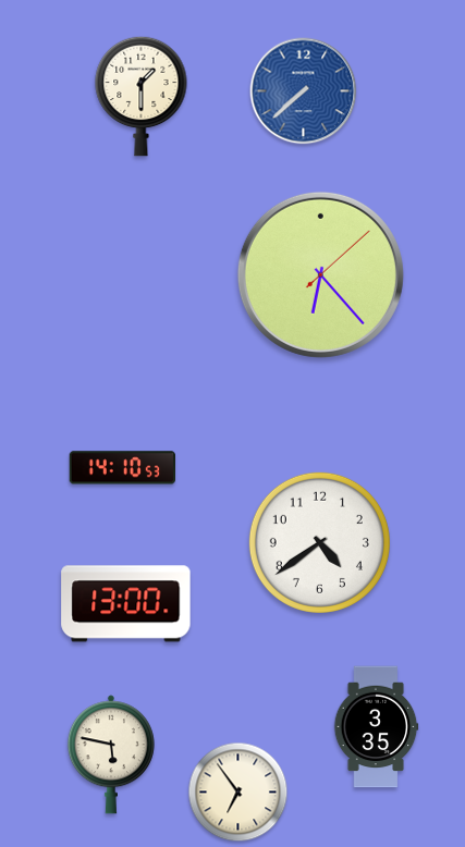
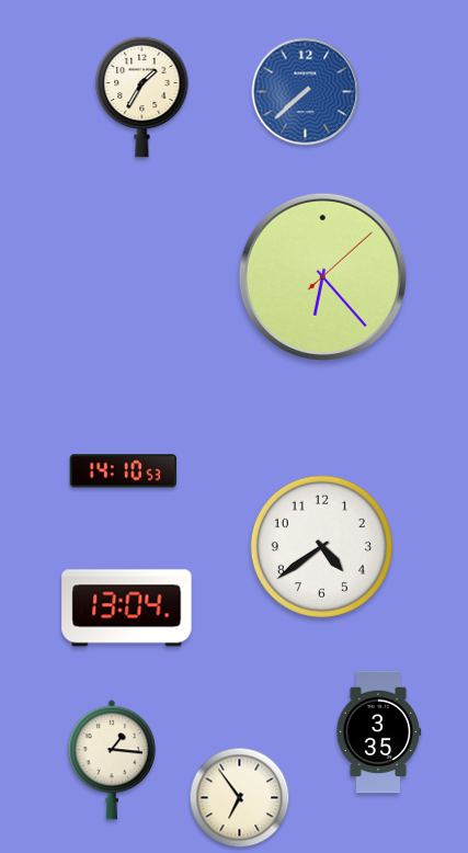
clock at (142, 96): 1:30 -> 1:35
clock at (126, 604): 13:00 -> 13:04
clock at (111, 754): 5:47 -> 1:16
